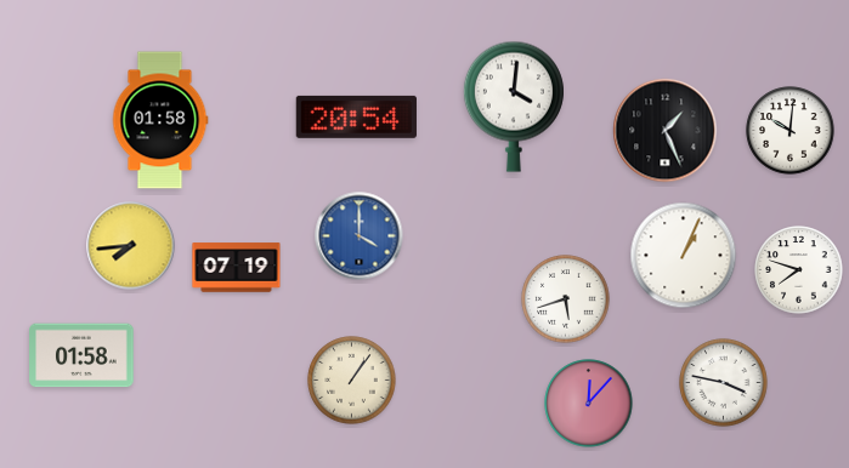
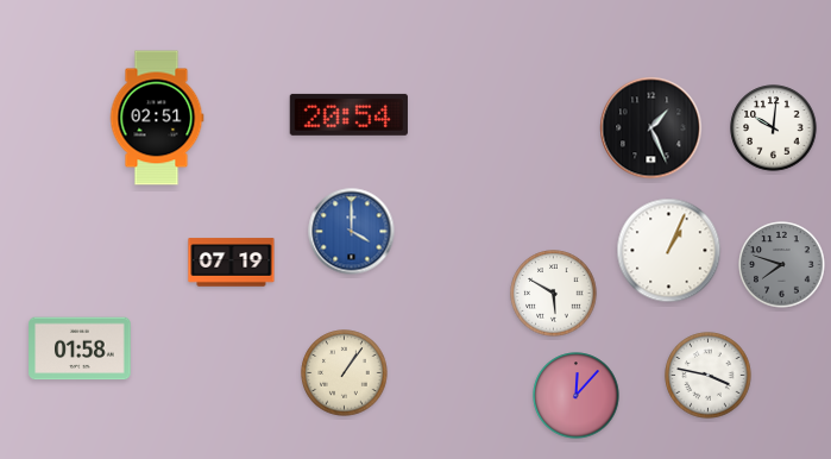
clock at (514, 107): 4:01 -> none
clock at (160, 120): 01:58 -> 02:51
clock at (131, 246): 7:44 -> none
clock at (799, 270) dial: white -> grey
clock at (566, 299): 5:42 -> 5:50
